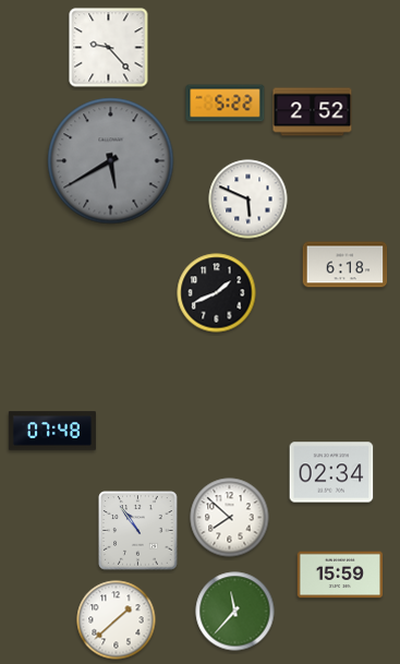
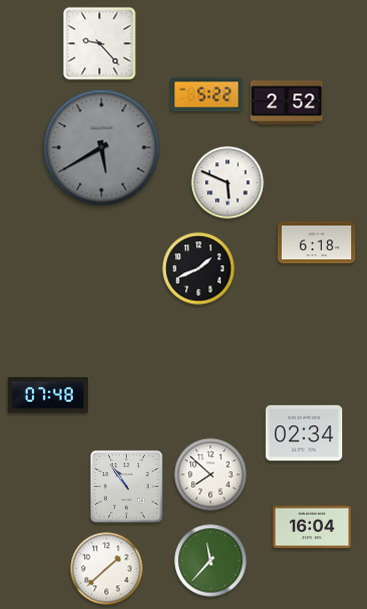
clock at (340, 575): 15:59 -> 16:04
clock at (235, 612) position: (235, 612) -> (211, 561)
